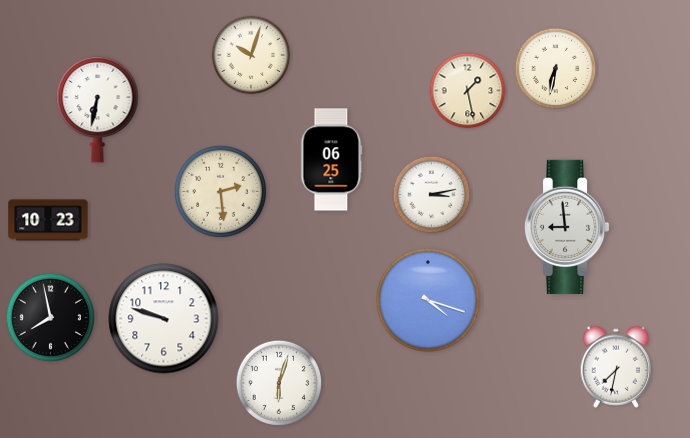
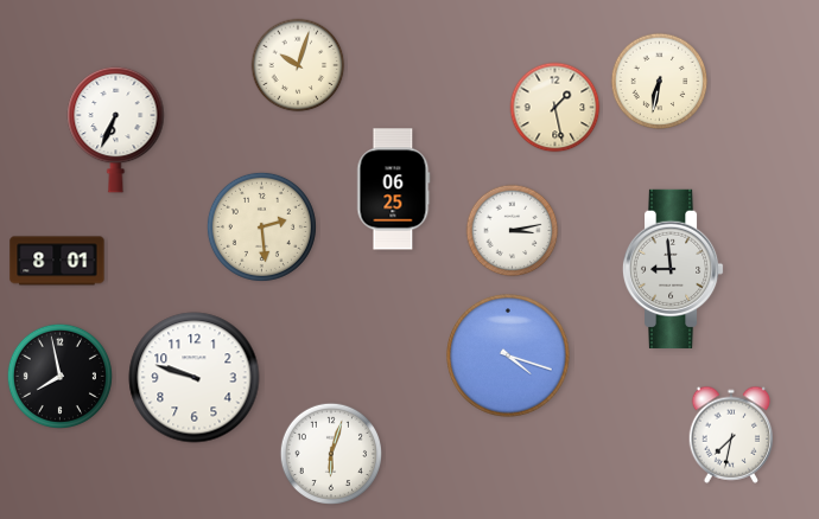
clock at (98, 109): 6:32 -> 6:34
clock at (48, 220): 10:23 -> 8:01
